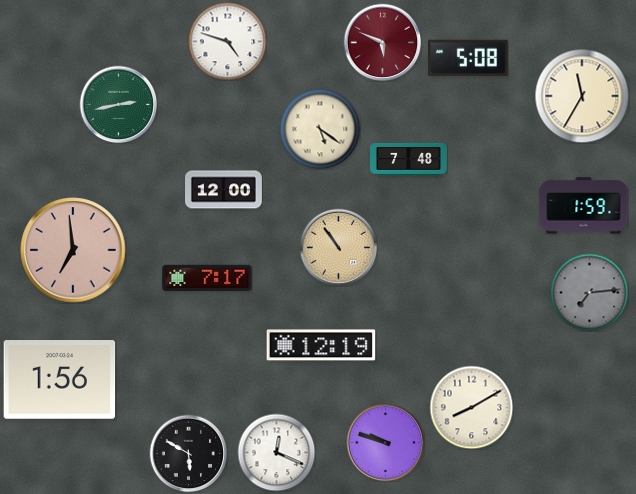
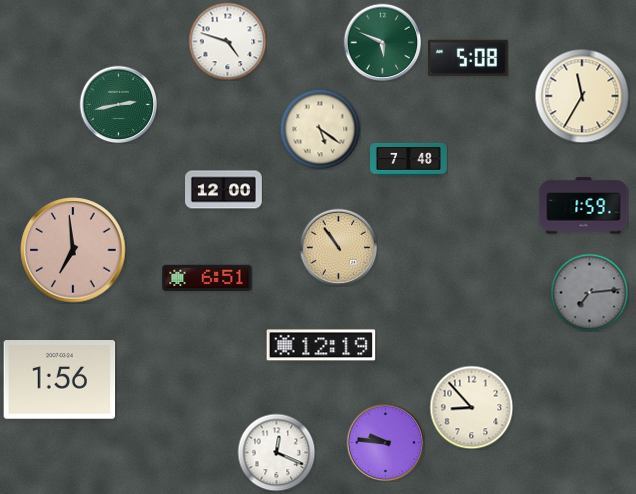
clock at (382, 42) dial: burgundy -> green
clock at (207, 277): 7:17 -> 6:51
clock at (471, 407): 8:10 -> 8:53
clock at (385, 442): 9:48 -> 9:46
clock at (188, 453): 5:50 -> none
